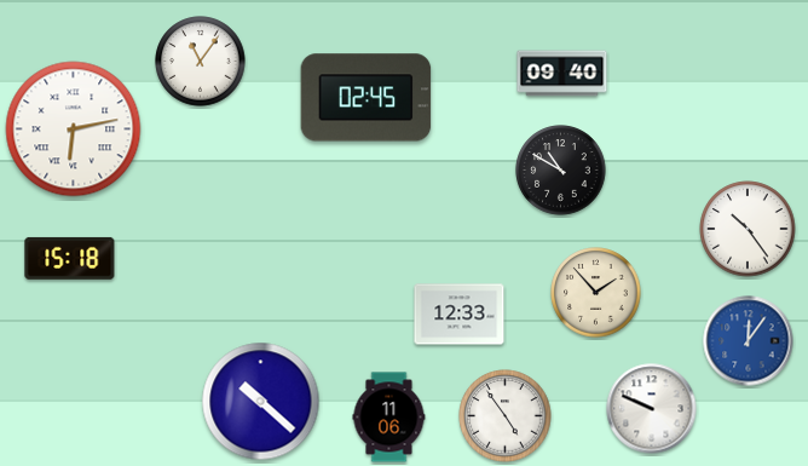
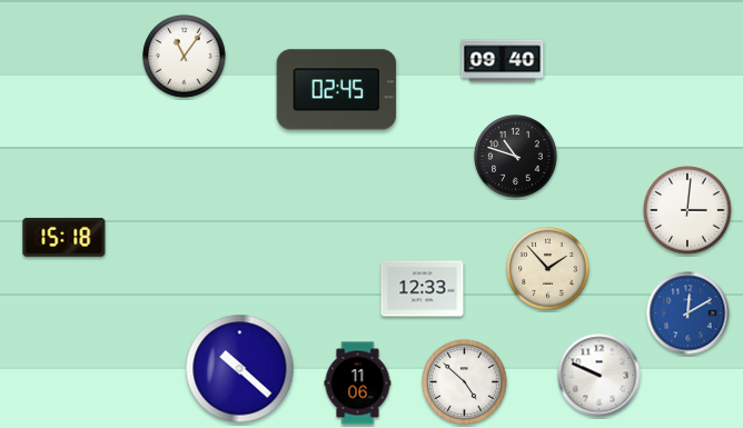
clock at (562, 74) position: (562, 74) -> (503, 61)
clock at (74, 130): 6:13 -> none
clock at (561, 171): 10:50 -> 10:48
clock at (748, 229): 10:24 -> 3:01
clock at (749, 341): 12:06 -> 12:10
clock at (506, 416): 4:54 -> 4:52
